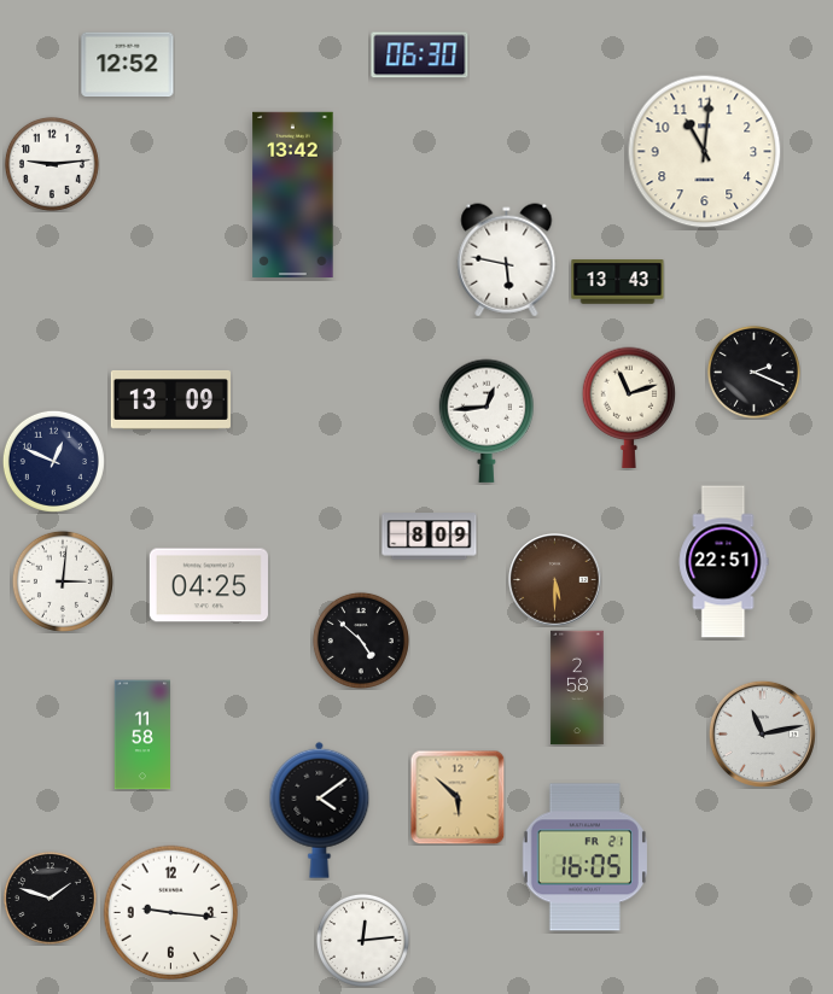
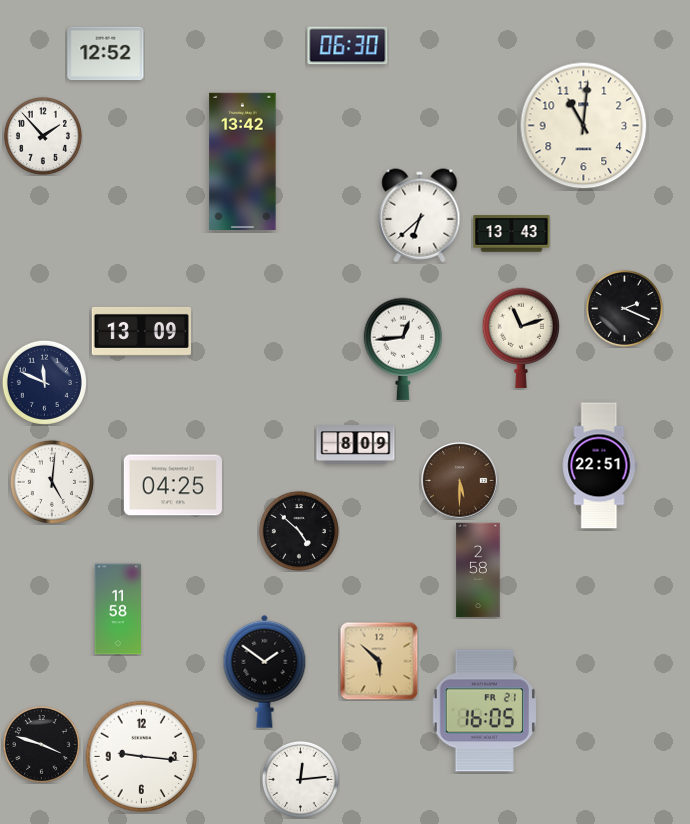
clock at (52, 164): 9:14 -> 1:53
clock at (507, 261): 5:47 -> 6:38
clock at (53, 461): 12:49 -> 11:49
clock at (63, 581): 3:01 -> 5:01
clock at (762, 733): 11:13 -> none
clock at (320, 809): 4:09 -> 1:51
clock at (49, 897): 1:48 -> 3:48
